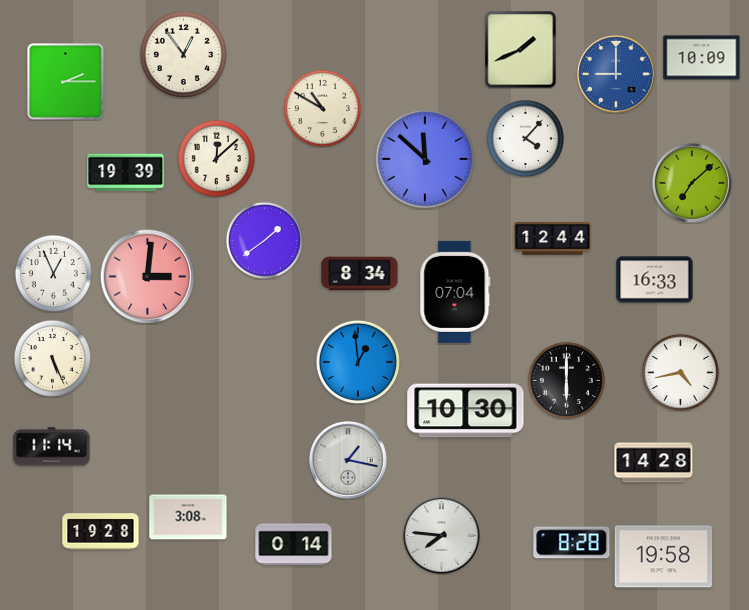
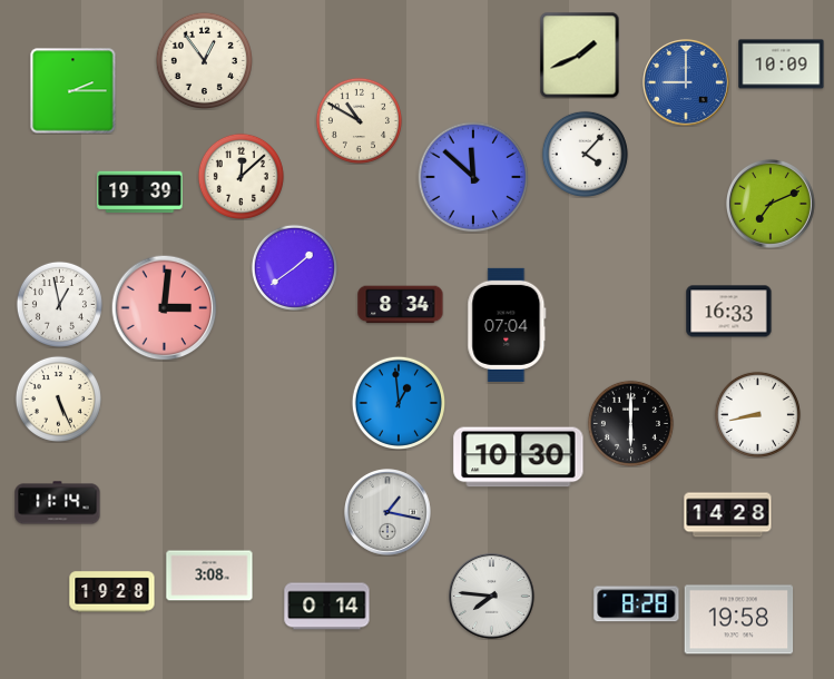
clock at (692, 183): 7:08 -> 7:11
clock at (553, 239): 12:44 -> none
clock at (53, 273): 12:56 -> 12:58
clock at (680, 372): 4:43 -> 8:43
clock at (52, 447) position: (52, 447) -> (58, 503)
